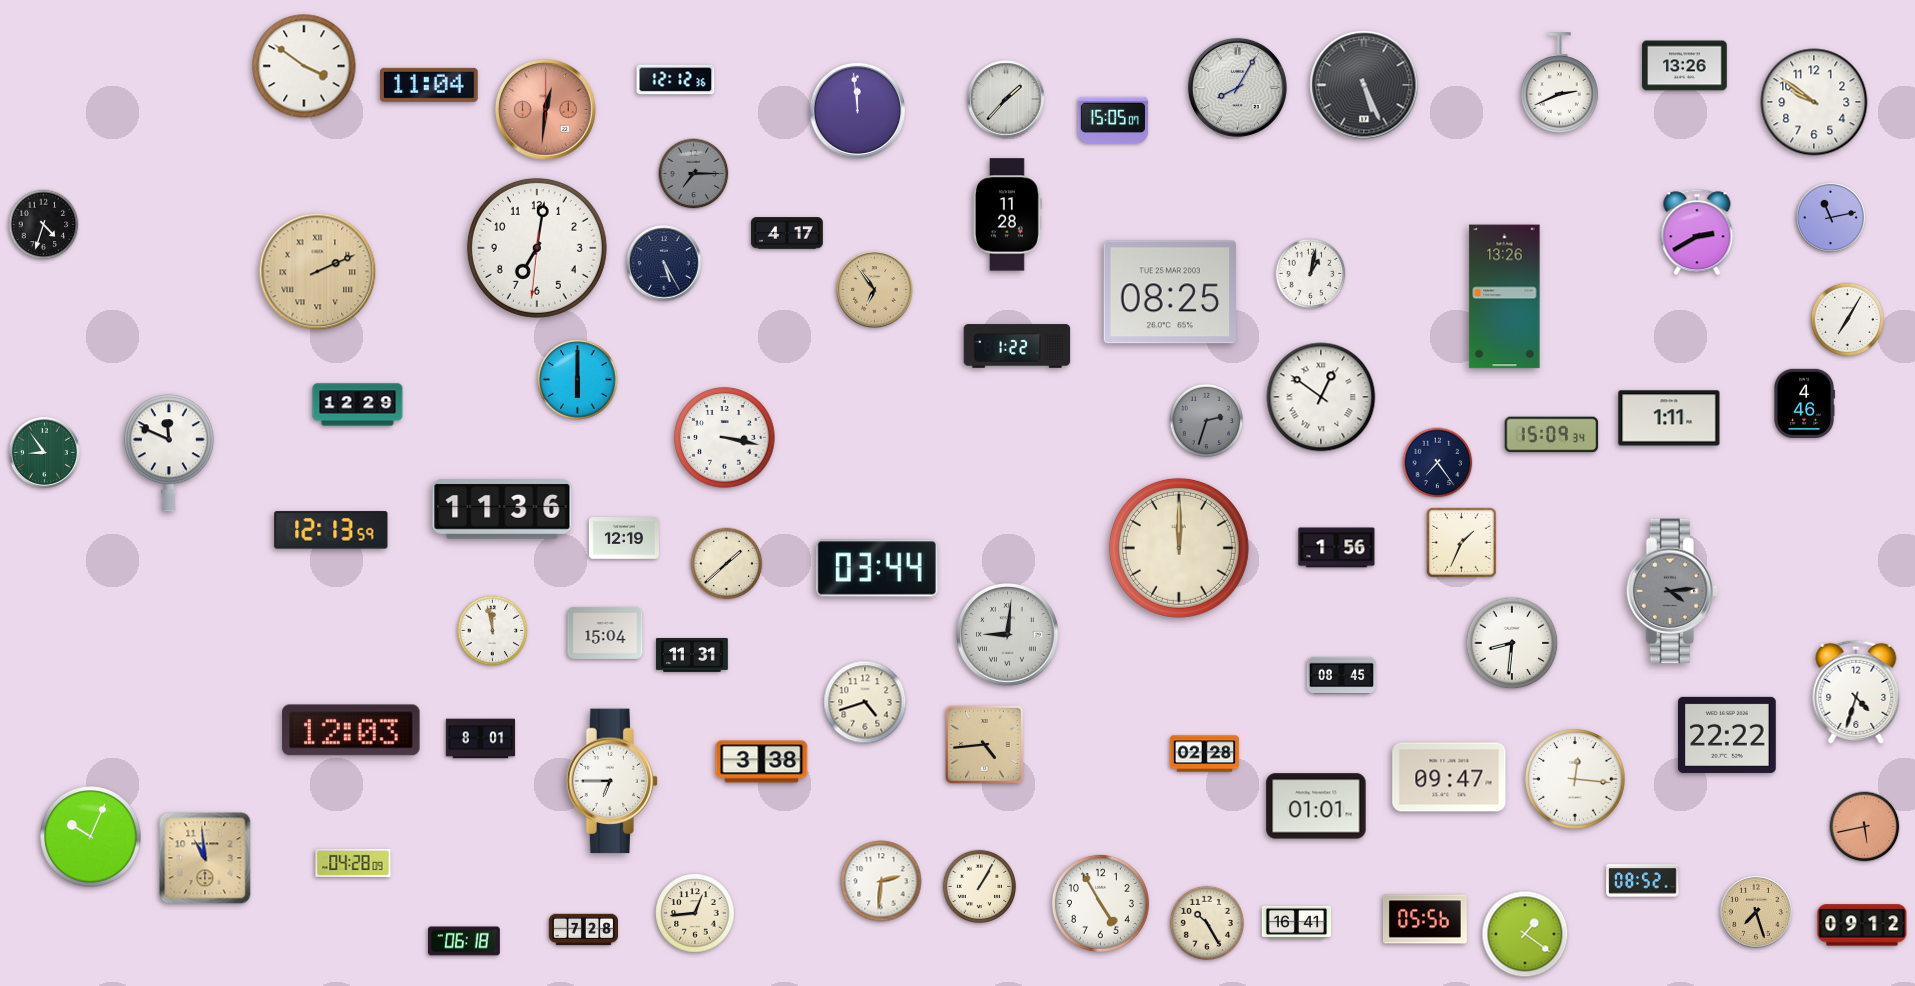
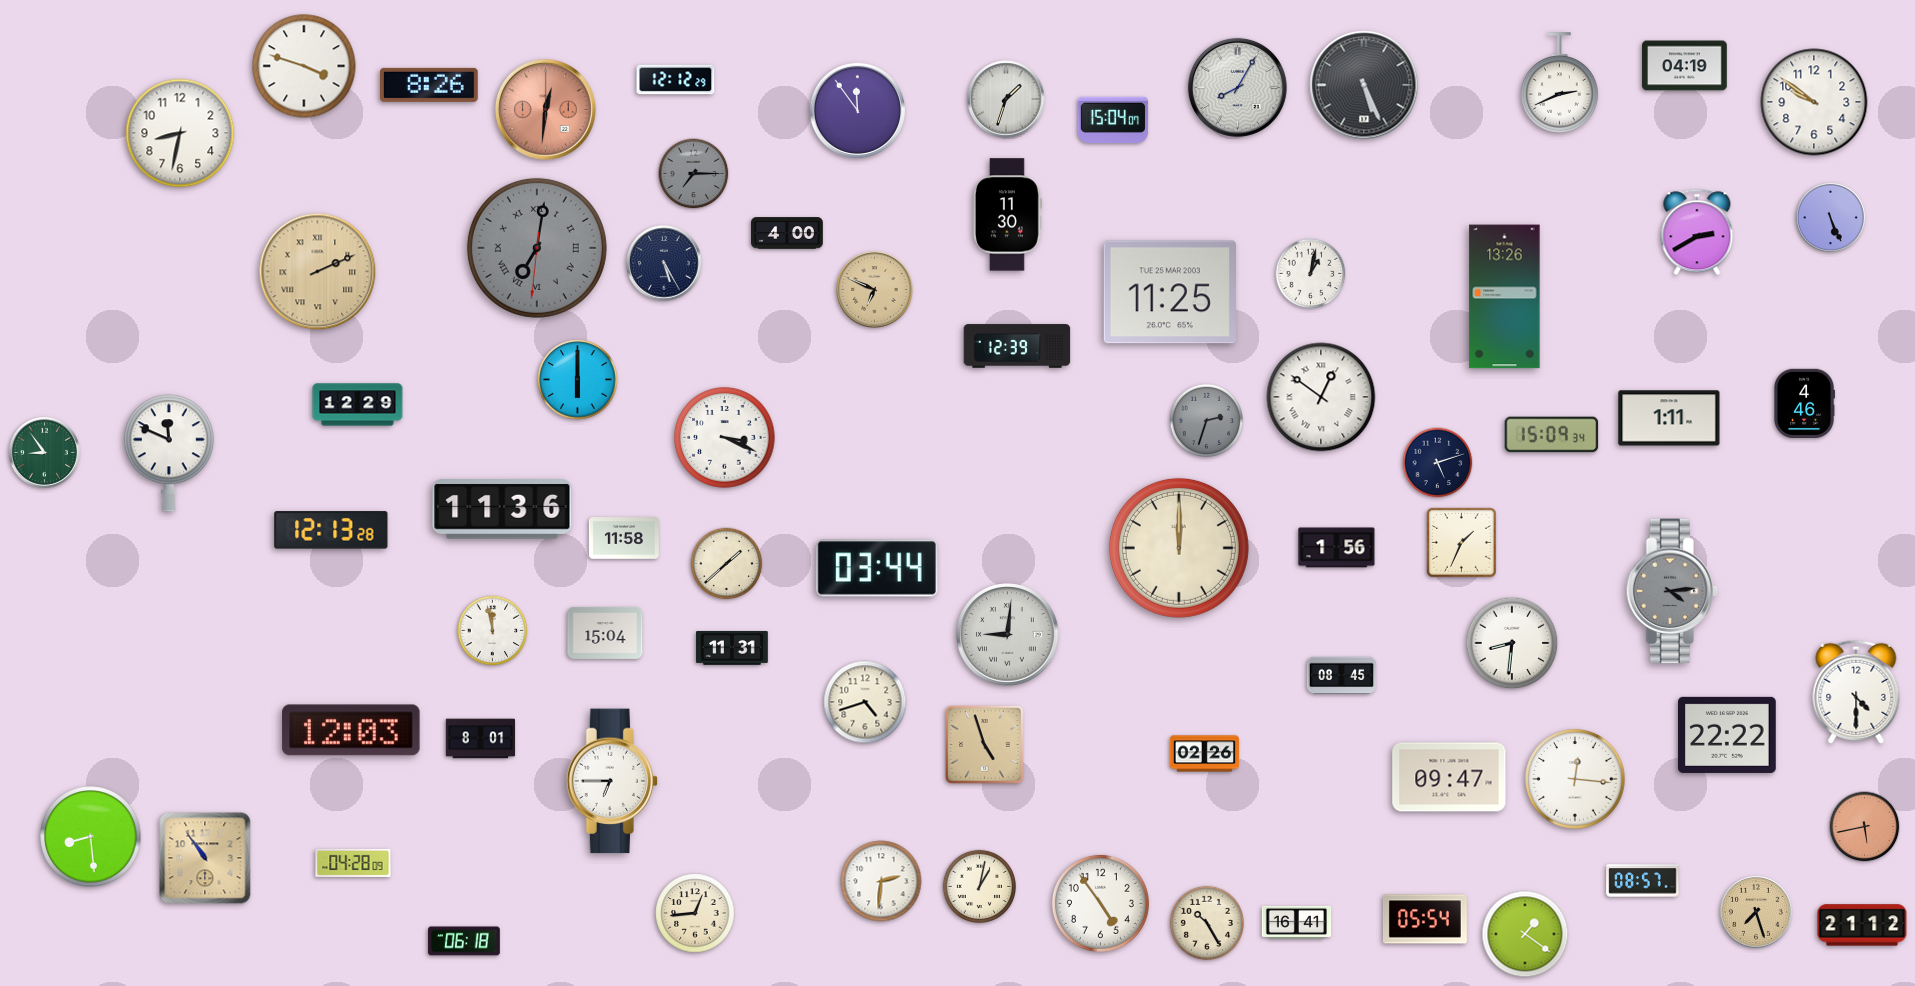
clock at (304, 66): 3:51 -> 3:48
clock at (1685, 66): 13:26 -> 04:19
clock at (676, 80): 12:12:36 -> 12:12:29
clock at (430, 85): 11:04 -> 8:26
clock at (1006, 99): 1:37 -> 1:33
clock at (857, 110): 11:59 -> 11:54
clock at (1113, 119): 15:05 -> 15:04
clock at (180, 133): none -> 8:32
clock at (1007, 215): 11:28 -> 11:30
clock at (1830, 217): 11:13 -> 5:26
clock at (44, 225): 4:33 -> none
clock at (787, 233): 4:17 -> 4:00
clock at (537, 248) dial: white -> grey
clock at (537, 248) numerals: Arabic -> Roman
clock at (875, 290): 6:54 -> 6:49
clock at (1169, 292): 08:25 -> 11:25
clock at (1847, 319): 7:05 -> none
clock at (1017, 346): 1:22 -> 12:39
clock at (725, 438): 3:17 -> 3:19
clock at (1438, 463): 7:24 -> 5:12
clock at (331, 530): 12:13:59 -> 12:13:28
clock at (624, 538): 12:19 -> 11:58
clock at (692, 656) position: (692, 656) -> (732, 649)
clock at (1856, 692): 4:33 -> 4:30
clock at (985, 745): 4:44 -> 4:57
clock at (1205, 754): 02:28 -> 02:26
clock at (762, 762): 3:38 -> none
clock at (1316, 806): 01:01 -> none
clock at (91, 837): 10:04 -> 8:29
clock at (205, 858): 10:59 -> 10:54
clock at (1643, 881): 08:52 -> 08:57
clock at (979, 886): 1:05 -> 1:02
clock at (1100, 903): 4:55 -> 4:54
clock at (1425, 919): 05:56 -> 05:54
clock at (1862, 925): 09:12 -> 21:12
clock at (584, 930): 7:28 -> none
